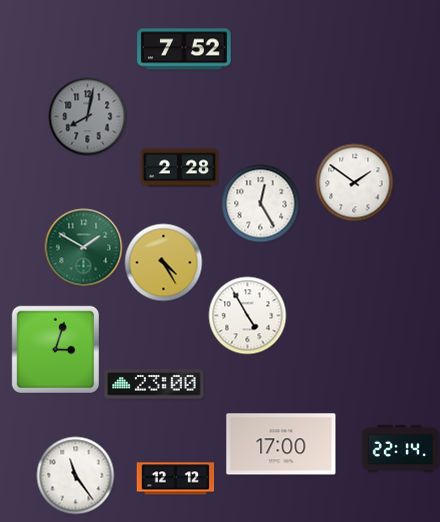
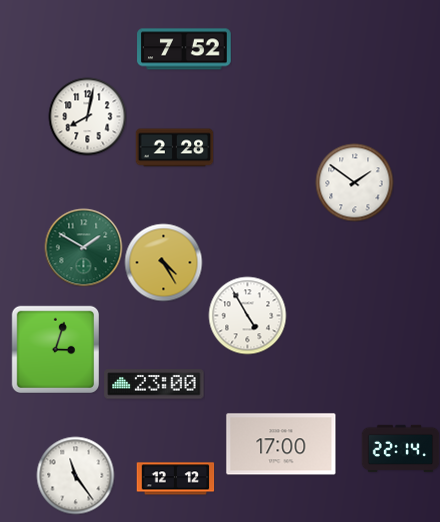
clock at (87, 116) dial: grey -> white
clock at (179, 168) position: (179, 168) -> (174, 148)
clock at (260, 203): 12:25 -> none
